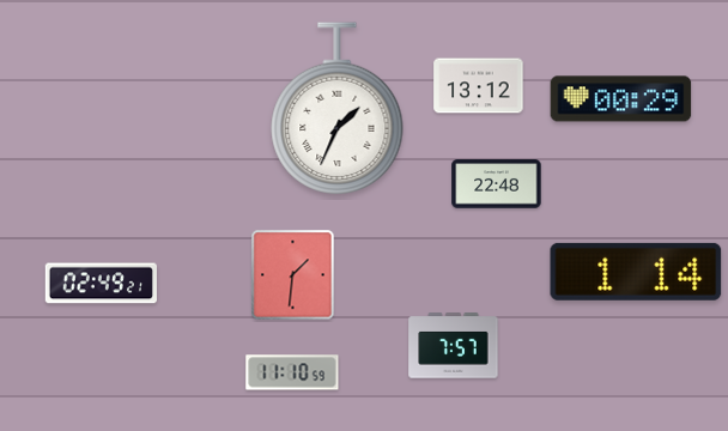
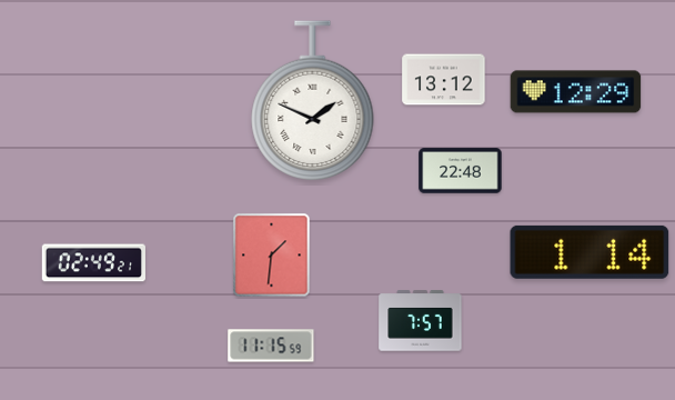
clock at (621, 99): 00:29 -> 12:29
clock at (338, 109): 1:34 -> 1:49
clock at (292, 372): 11:10 -> 11:15
